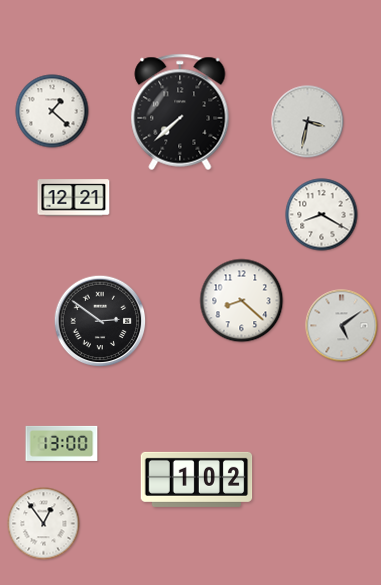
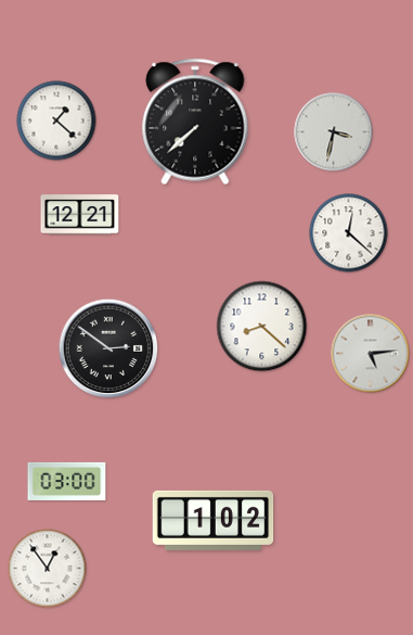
clock at (322, 215): 8:20 -> 12:22
clock at (342, 326): 5:09 -> 5:14
clock at (62, 443): 13:00 -> 03:00
